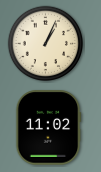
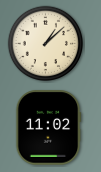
clock at (46, 44): 1:04 -> 1:08
